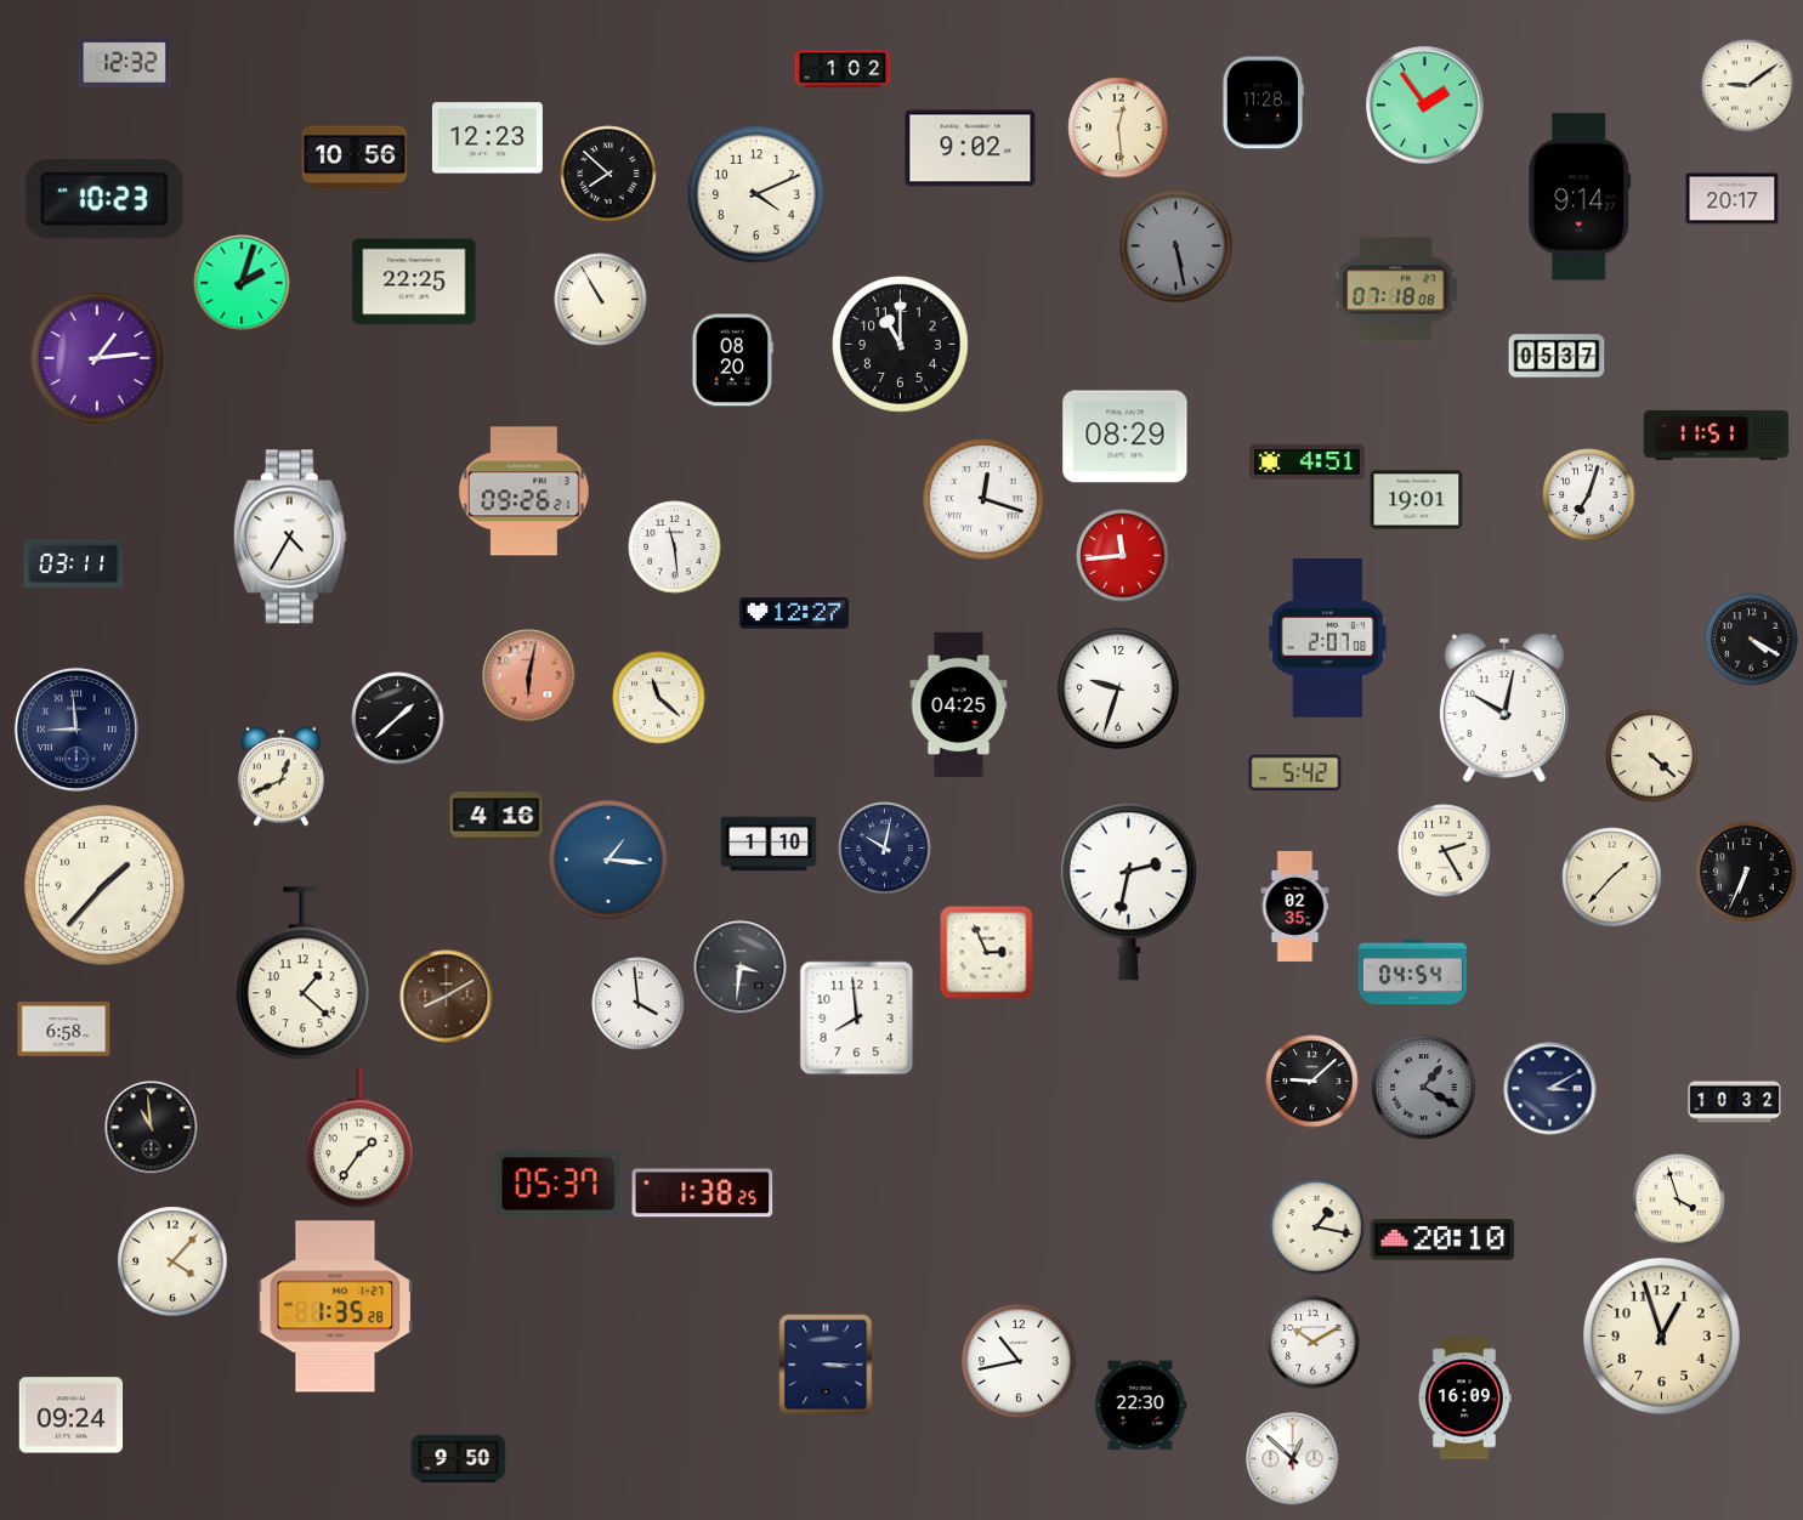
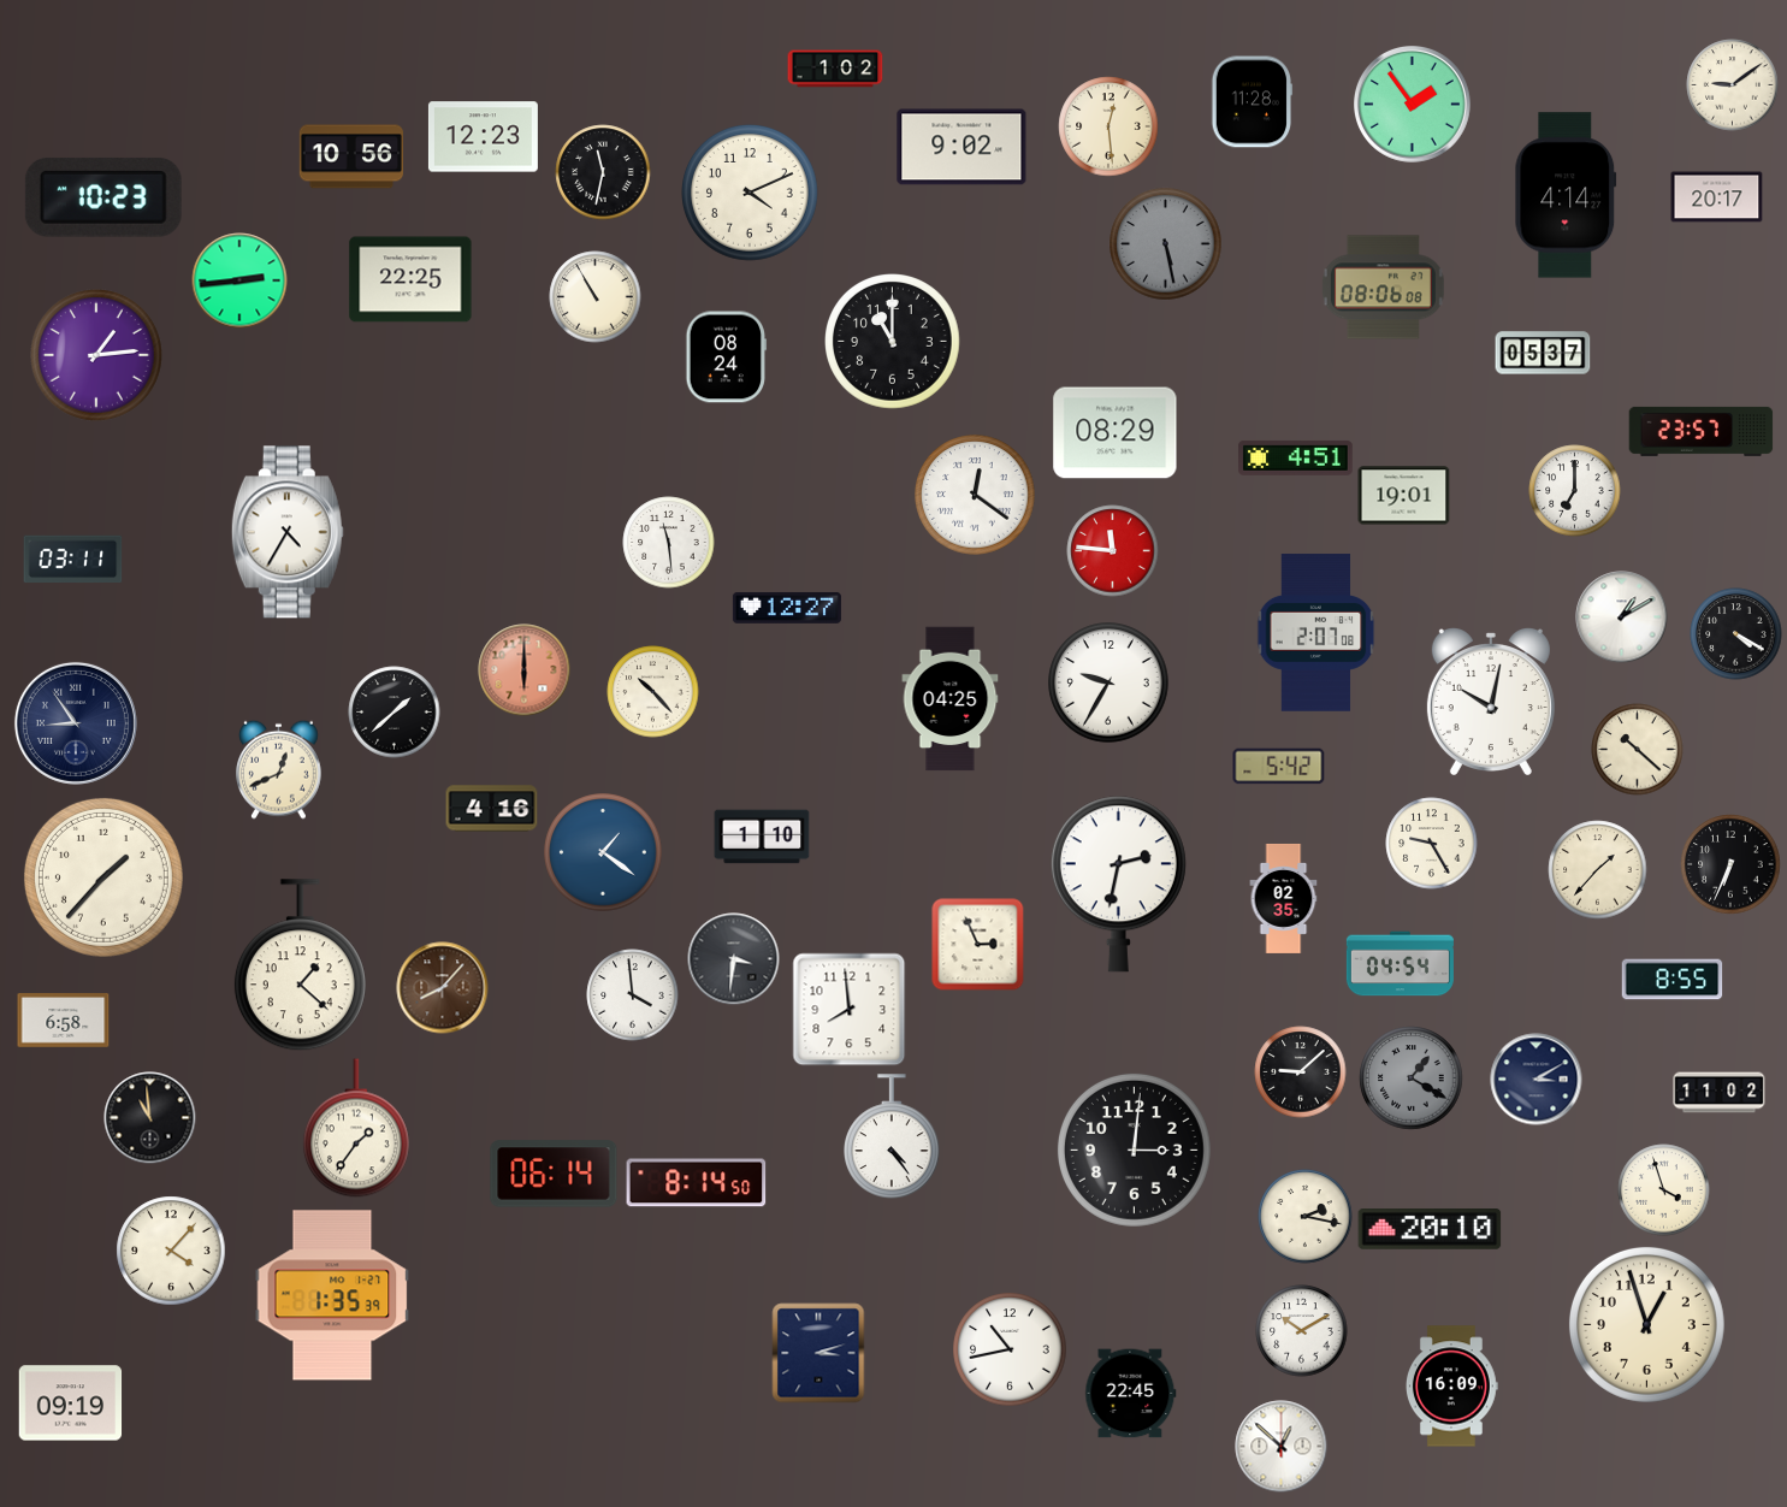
clock at (125, 62): 12:32 -> none
clock at (608, 174): 7:52 -> 11:32
clock at (1580, 197): 9:14 -> 4:14
clock at (242, 283): 2:03 -> 2:44
clock at (1395, 290): 07:18 -> 08:06
clock at (733, 361): 08:20 -> 08:24
clock at (1717, 435): 11:51 -> 23:57
clock at (523, 492): 09:26 -> none
clock at (1589, 495): 7:03 -> 7:00
clock at (983, 499): 12:18 -> 12:21
clock at (1123, 556): 11:44 -> 11:46
clock at (1622, 617): none -> 1:10
clock at (529, 676): 6:02 -> 6:00
clock at (1118, 688): 9:33 -> 9:35
clock at (659, 698): 11:22 -> 10:23
clock at (76, 730): 8:59 -> 8:54
clock at (1652, 756): 4:22 -> 10:22
clock at (1295, 773) position: (1295, 773) -> (1279, 767)
clock at (885, 849): 10:02 -> none
clock at (1445, 851): 2:25 -> 9:25
clock at (608, 860): 1:16 -> 1:21
clock at (1673, 980): none -> 8:55
clock at (447, 997): 8:10 -> 8:07
clock at (1735, 1102): 10:32 -> 11:02
clock at (893, 1136): none -> 4:24
clock at (1134, 1150): none -> 3:01
clock at (559, 1184): 05:37 -> 06:14
clock at (703, 1193): 1:38 -> 8:14
clock at (1317, 1227): 1:17 -> 2:17
clock at (335, 1306): 1:35:28 -> 1:35:39
clock at (826, 1365): 3:15 -> 3:12
clock at (1141, 1406): 22:30 -> 22:45
clock at (72, 1416): 09:24 -> 09:19
clock at (459, 1459): 9:50 -> none
